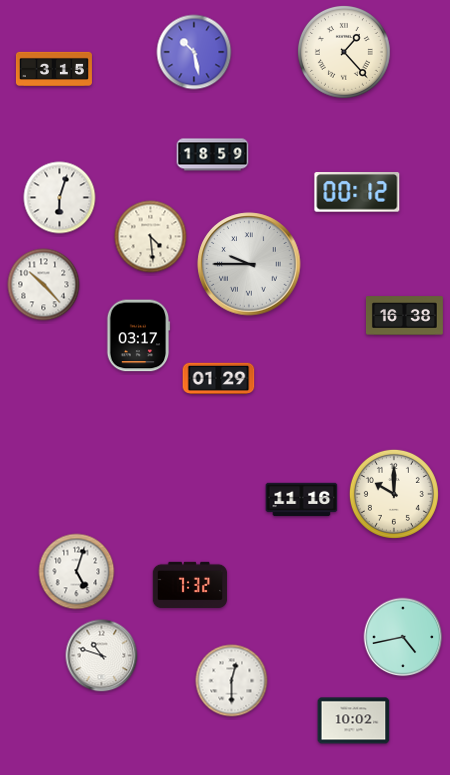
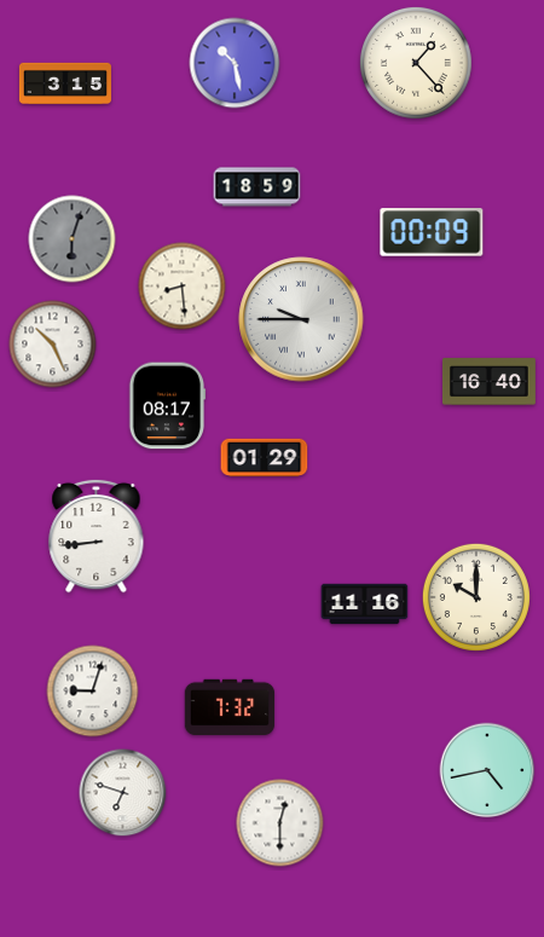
clock at (357, 192): 00:12 -> 00:09
clock at (60, 198) dial: white -> grey
clock at (151, 237): 4:29 -> 8:29
clock at (44, 285): 10:23 -> 10:26
clock at (404, 316): 16:38 -> 16:40
clock at (138, 336): 03:17 -> 08:17
clock at (97, 536): none -> 8:44
clock at (77, 572): 5:03 -> 9:03
clock at (102, 656): 10:48 -> 6:48
clock at (354, 721): 10:02 -> none
